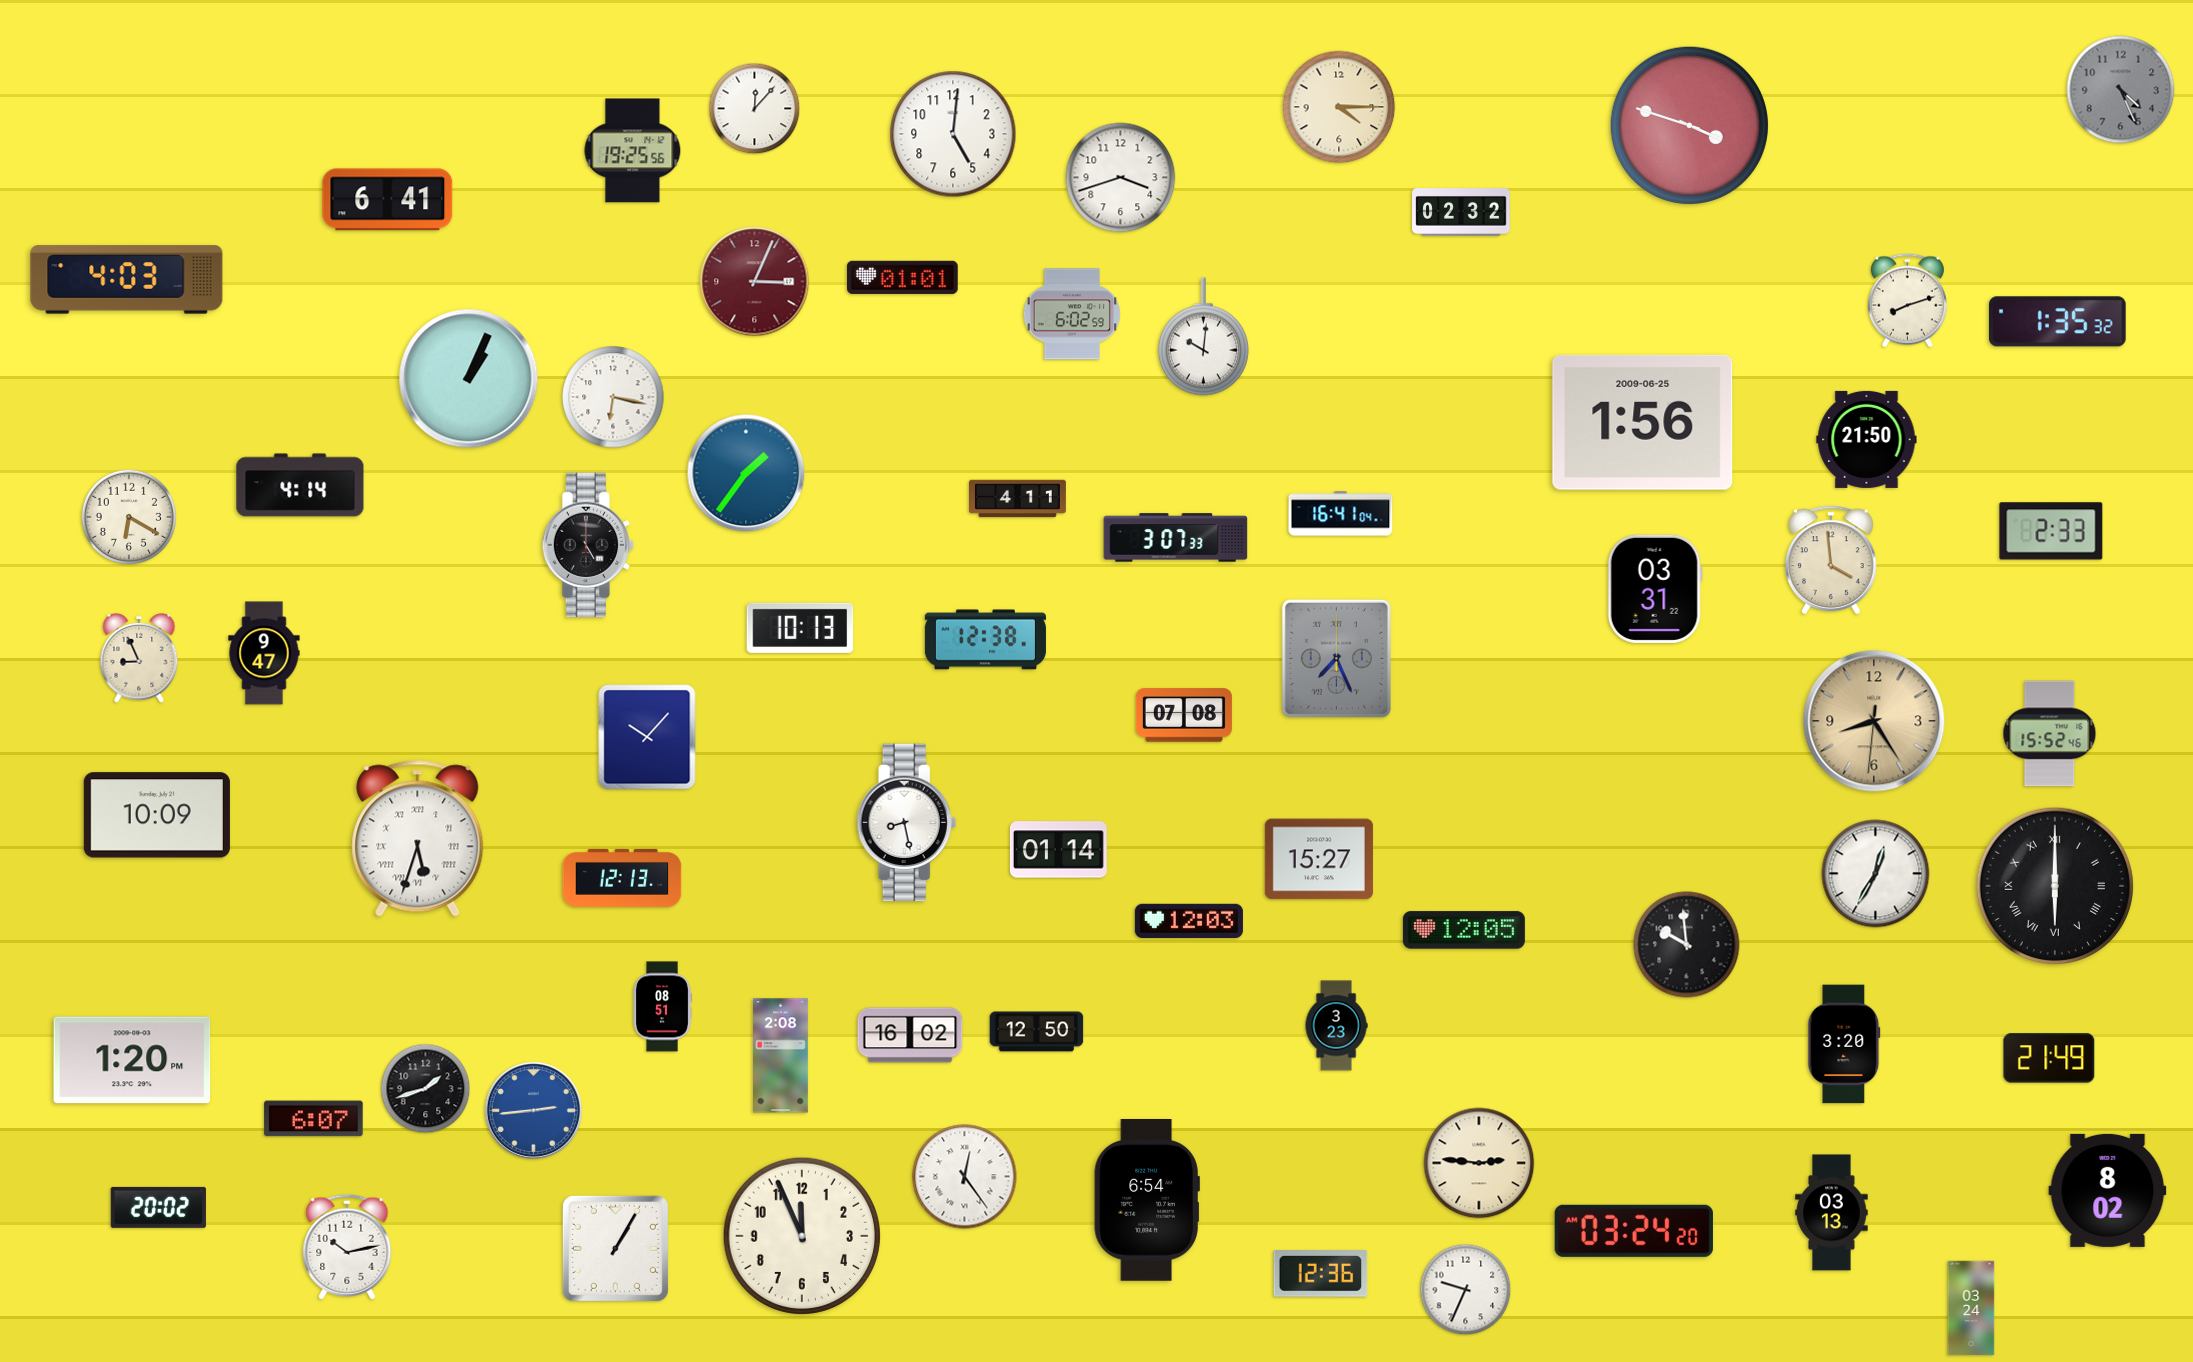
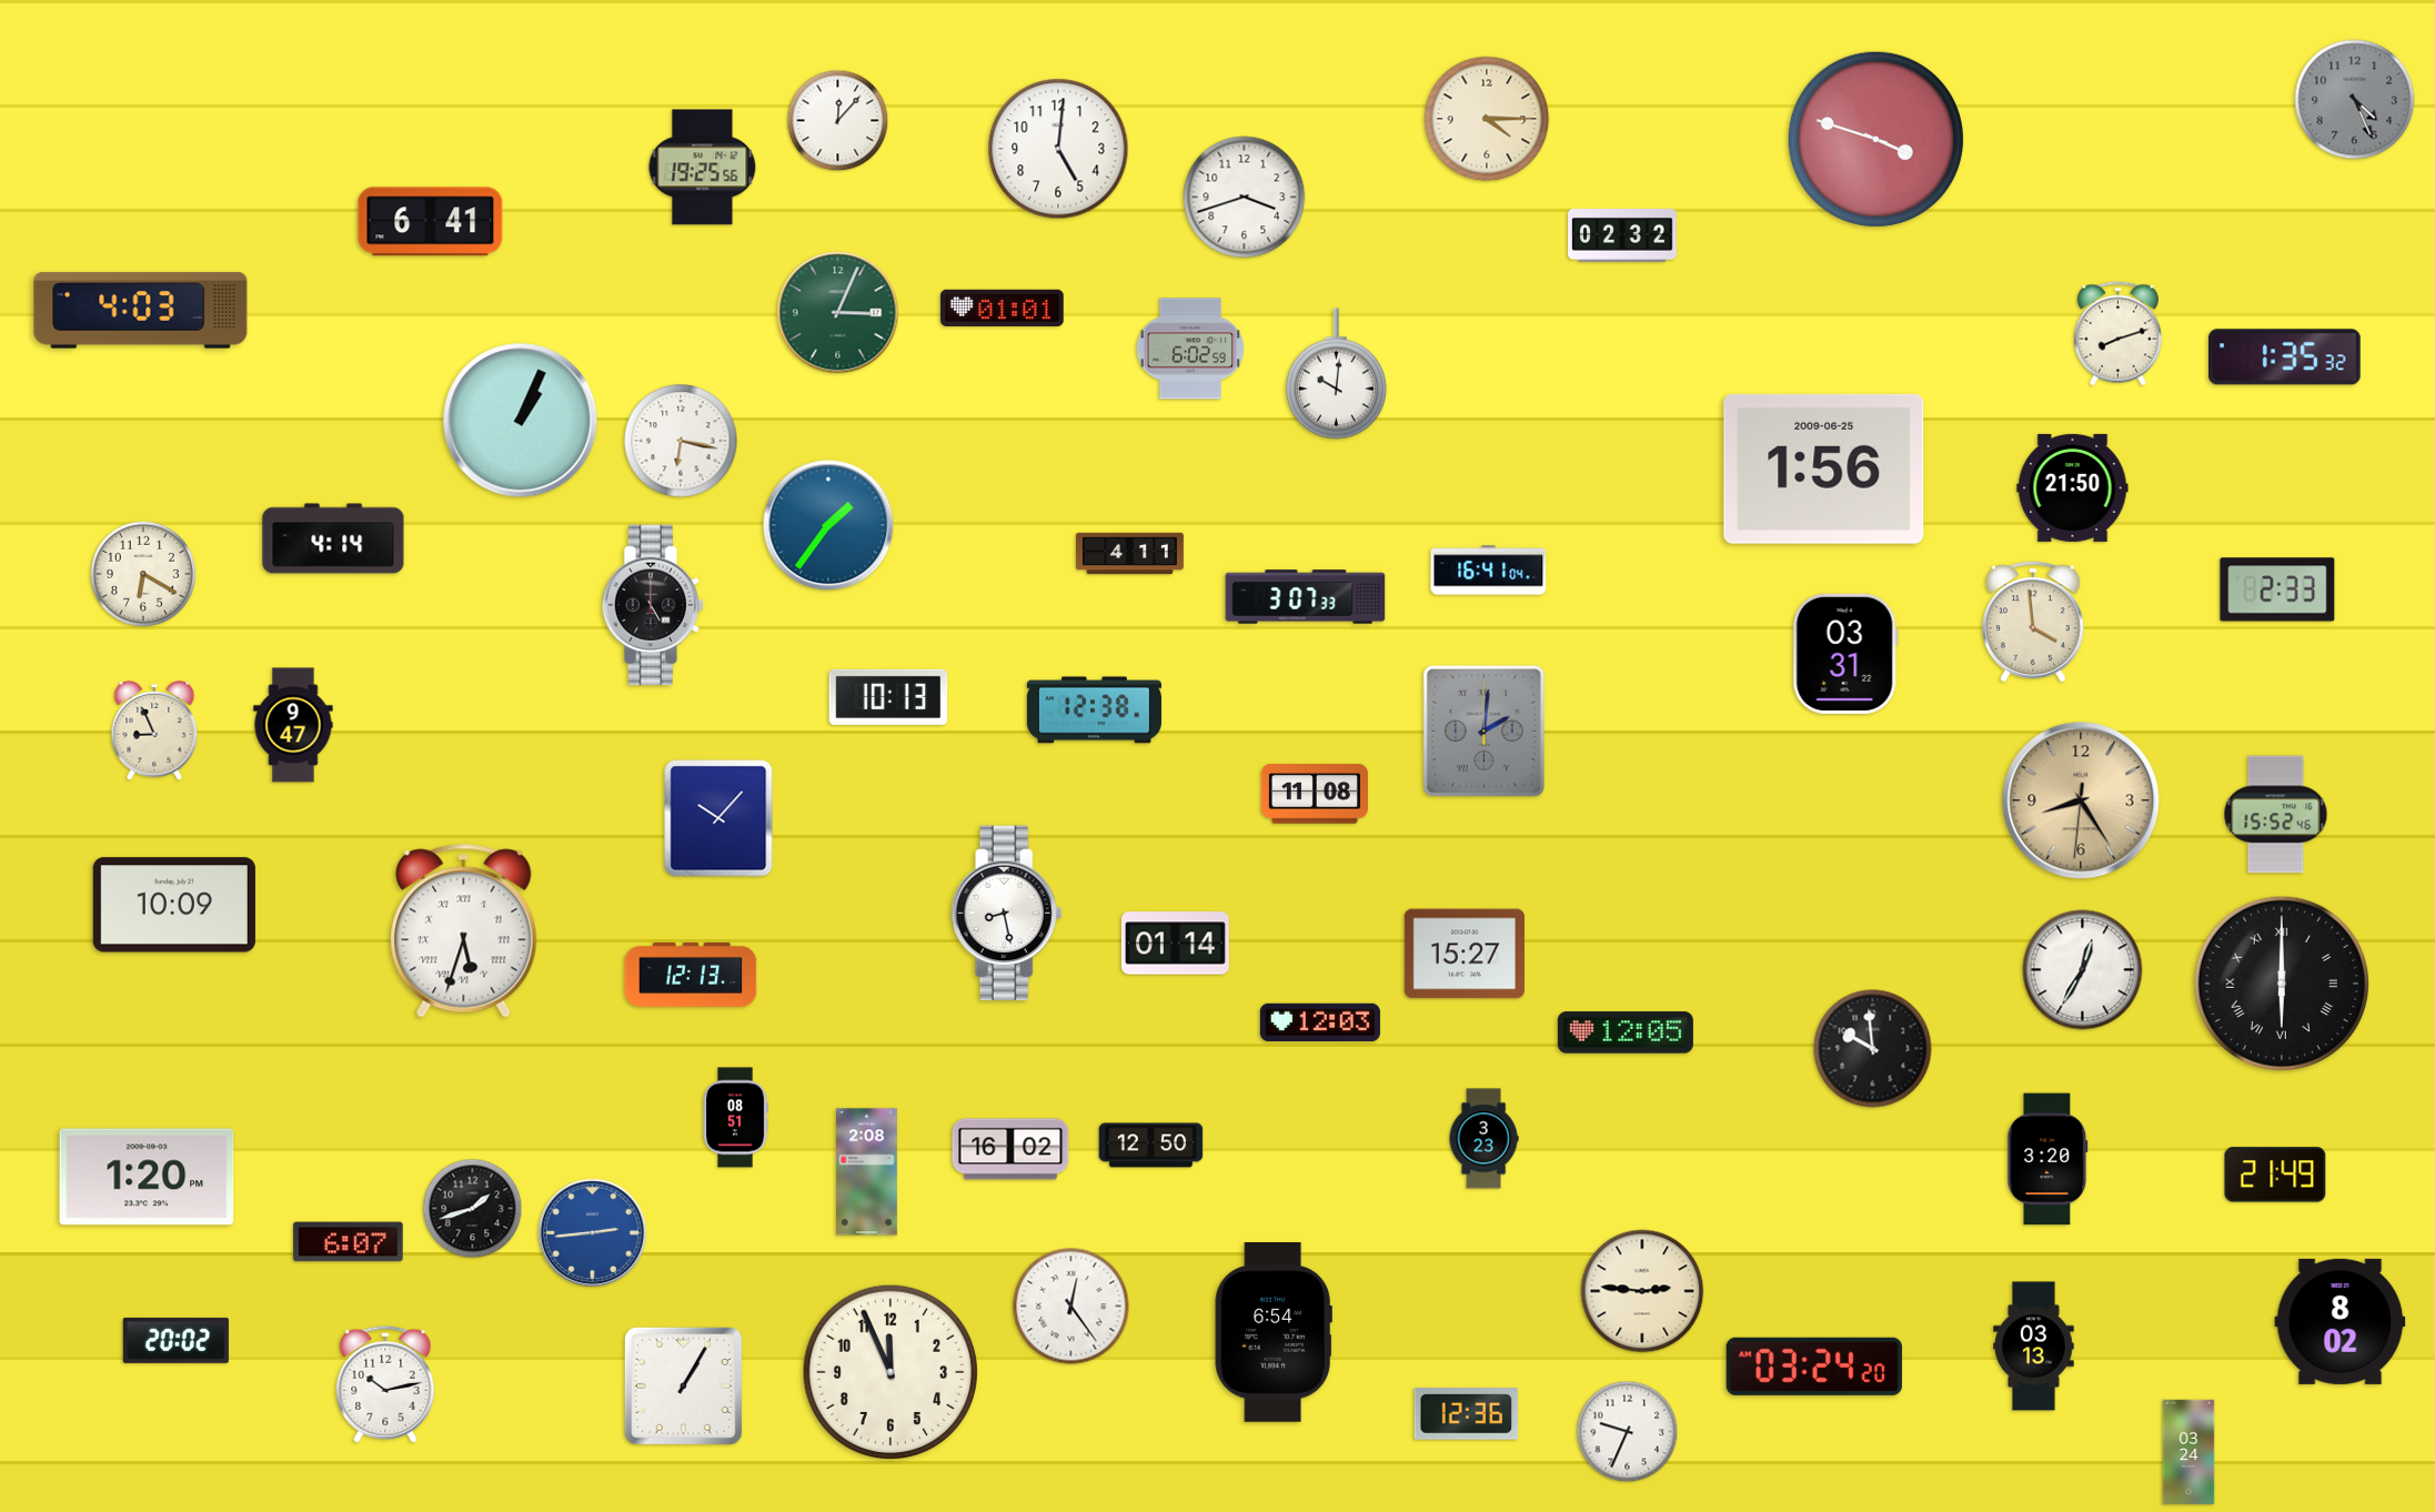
clock at (755, 282) dial: burgundy -> green
clock at (1655, 589) position: (1655, 589) -> (1845, 654)
clock at (1336, 658): 7:26 -> 2:01
clock at (1184, 715): 07:08 -> 11:08
